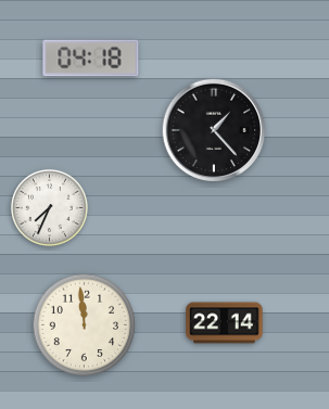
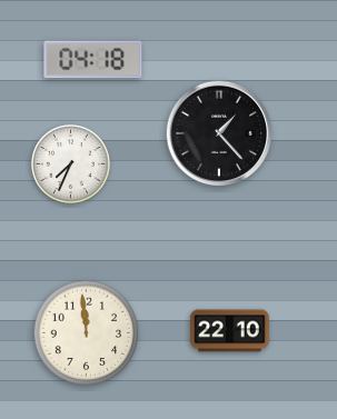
clock at (49, 207) position: (49, 207) -> (70, 163)
clock at (225, 323): 22:14 -> 22:10
